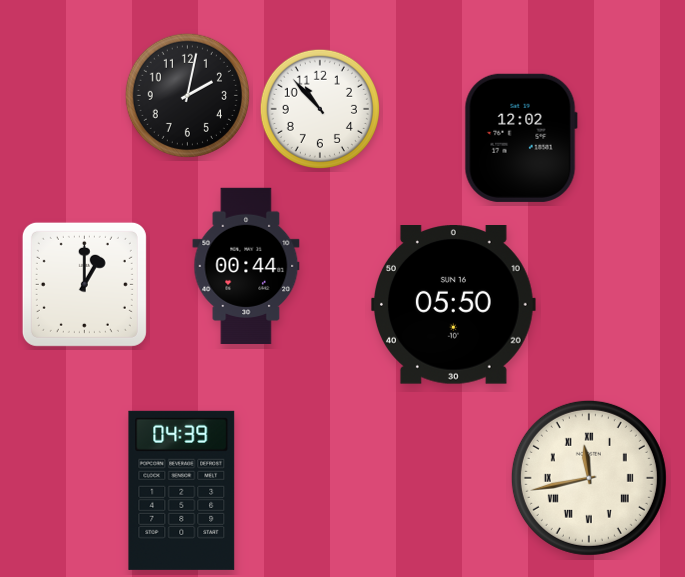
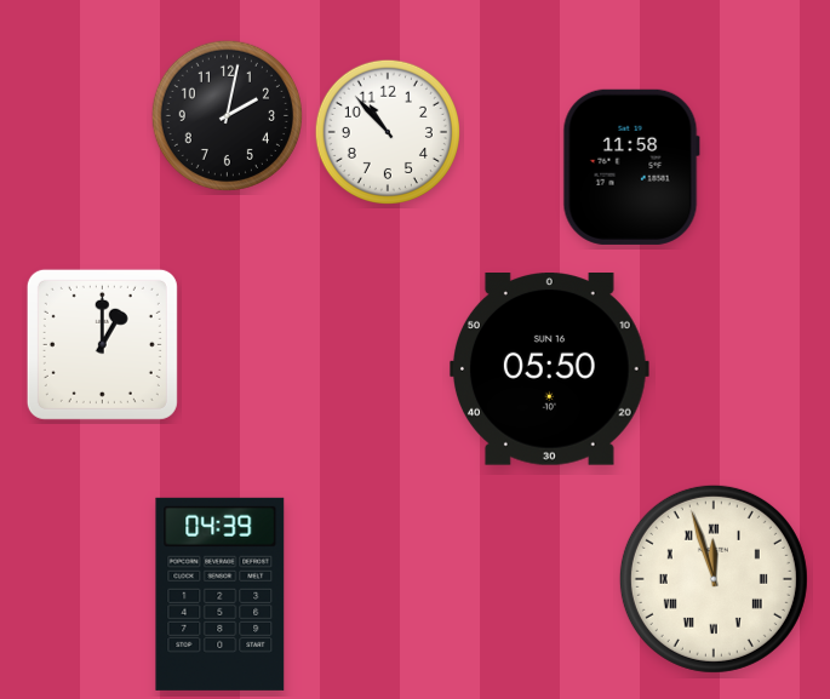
clock at (521, 138): 12:02 -> 11:58
clock at (246, 265): 00:44 -> none
clock at (589, 478): 11:43 -> 11:57
